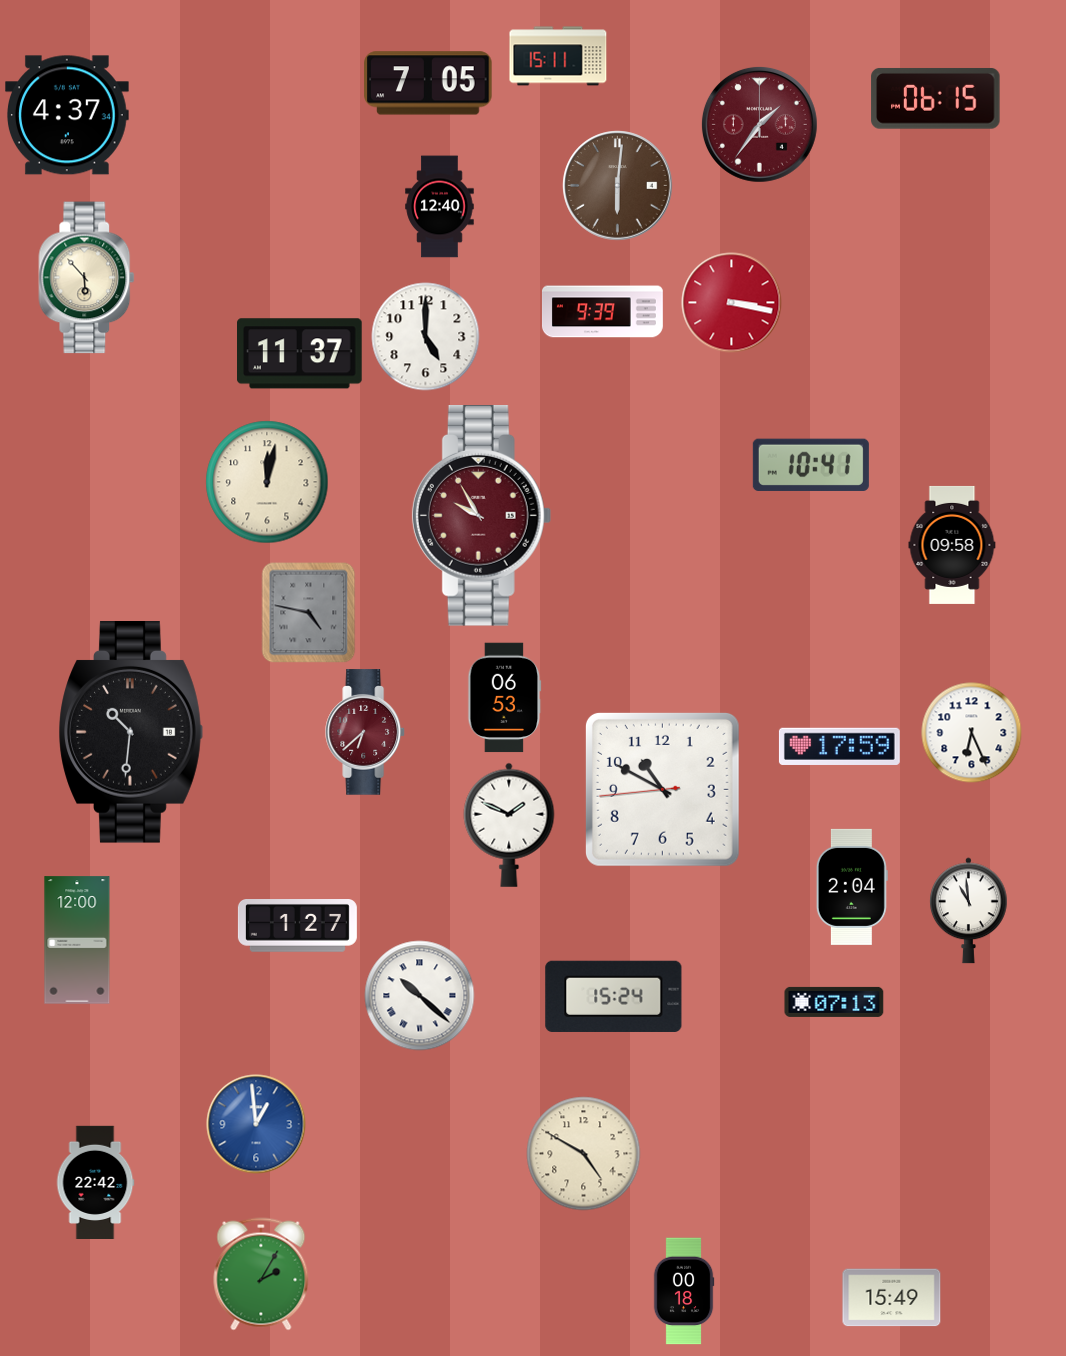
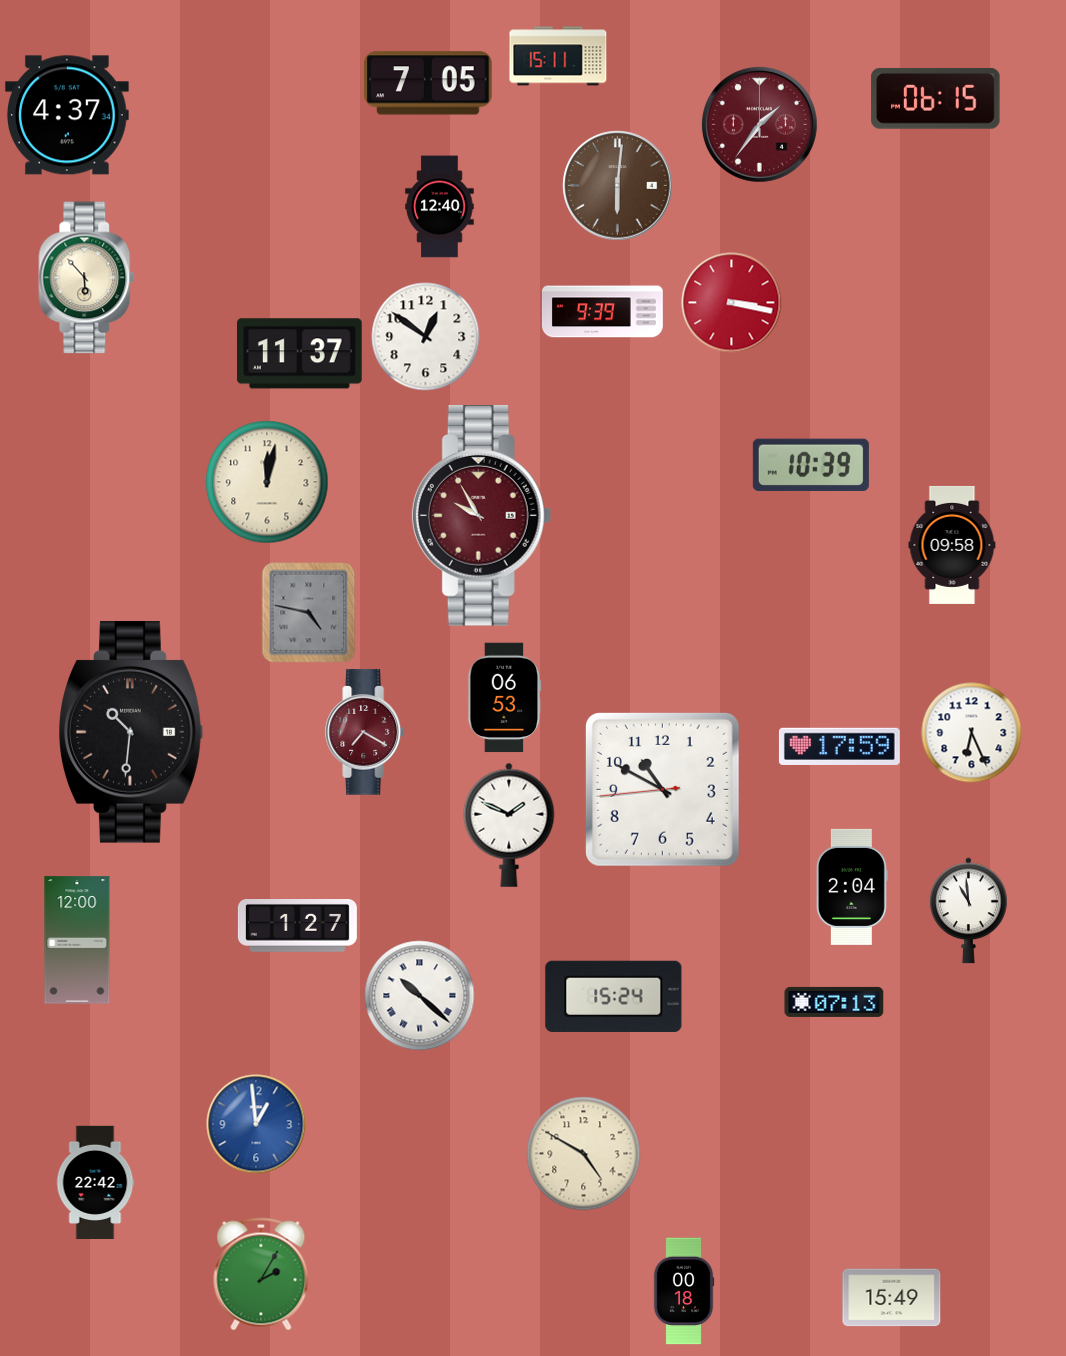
clock at (426, 337): 5:00 -> 12:51
clock at (811, 465): 10:41 -> 10:39
clock at (366, 732): 6:38 -> 7:20
